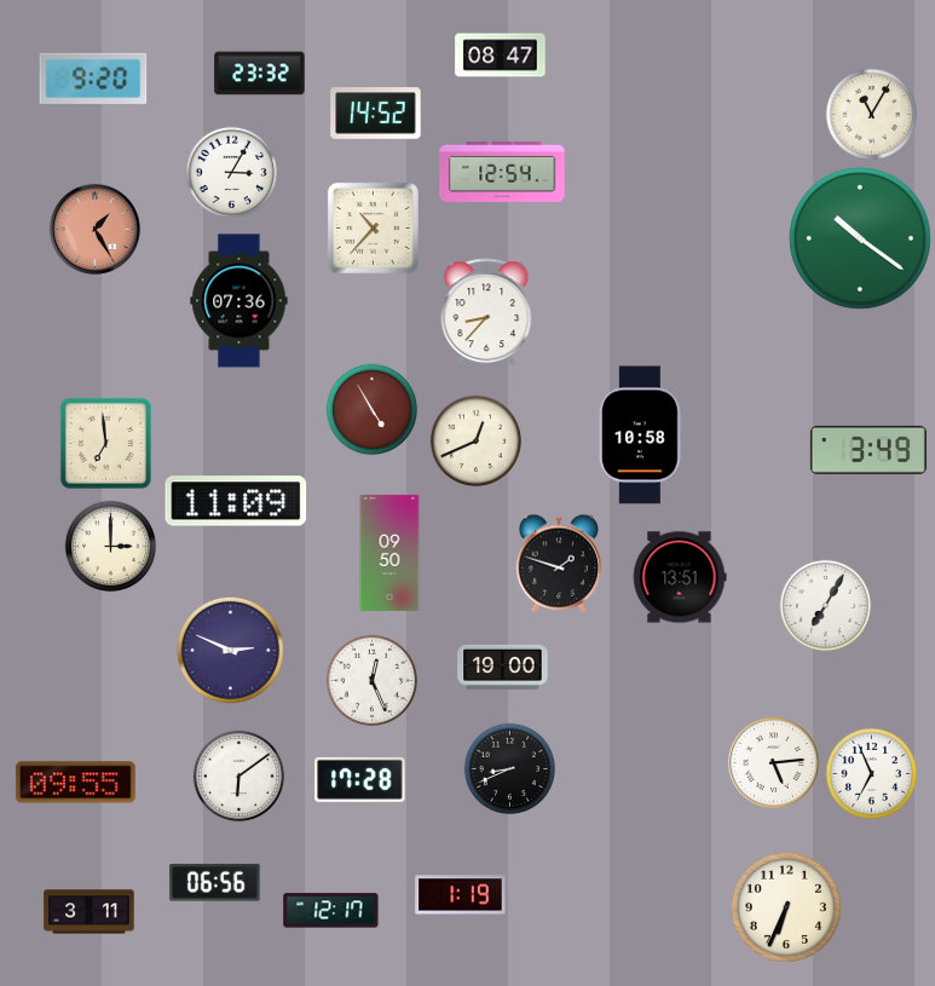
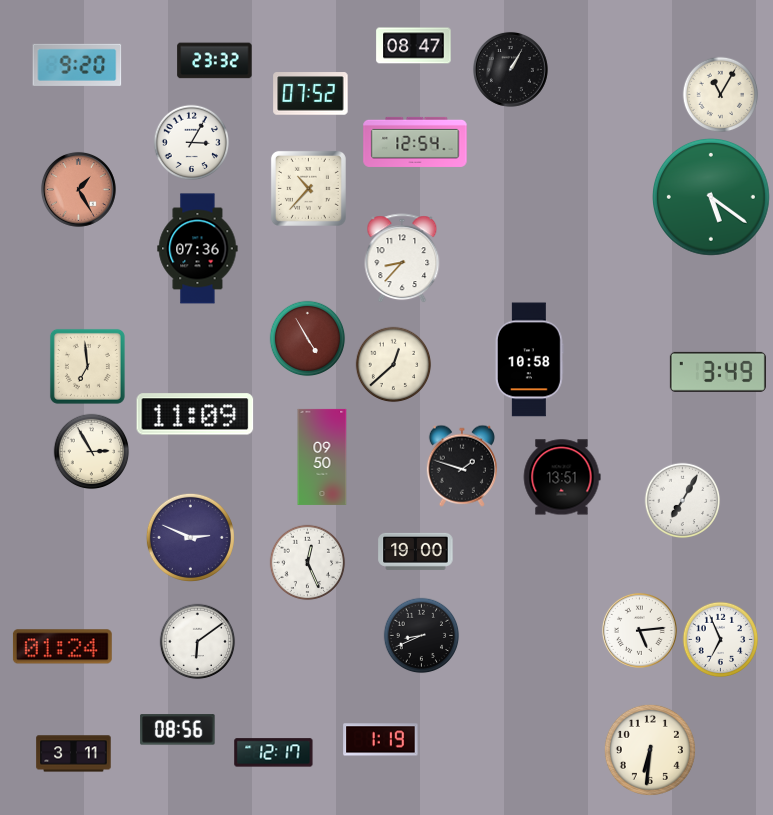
clock at (510, 69): none -> 1:05
clock at (376, 114): 14:52 -> 07:52
clock at (861, 240): 10:21 -> 5:21
clock at (477, 442): 12:41 -> 12:38
clock at (111, 547): 3:00 -> 2:55
clock at (360, 779): 17:28 -> none
clock at (75, 783): 09:55 -> 01:24
clock at (215, 883): 06:56 -> 08:56
clock at (786, 907): 6:34 -> 6:31
